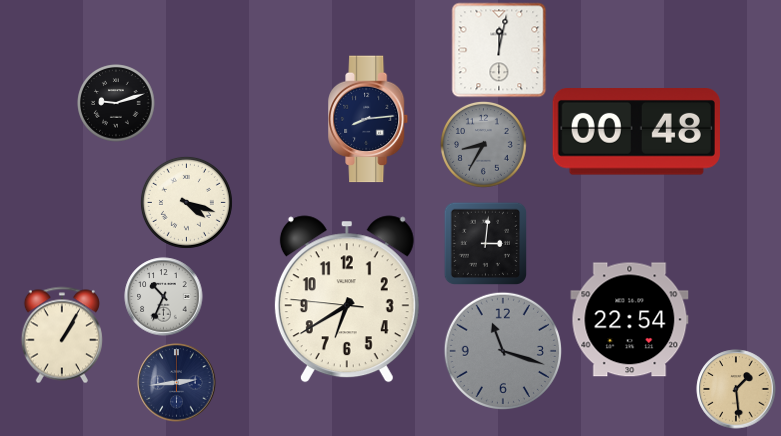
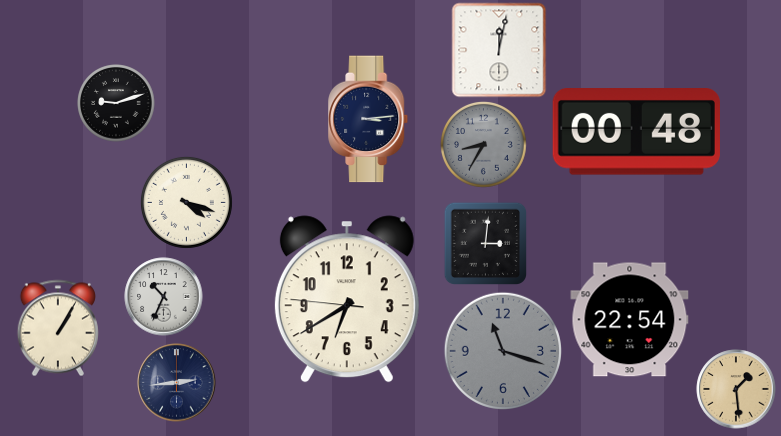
clock at (369, 119): 8:14 -> 3:14
clock at (62, 335) position: (62, 335) -> (58, 328)
